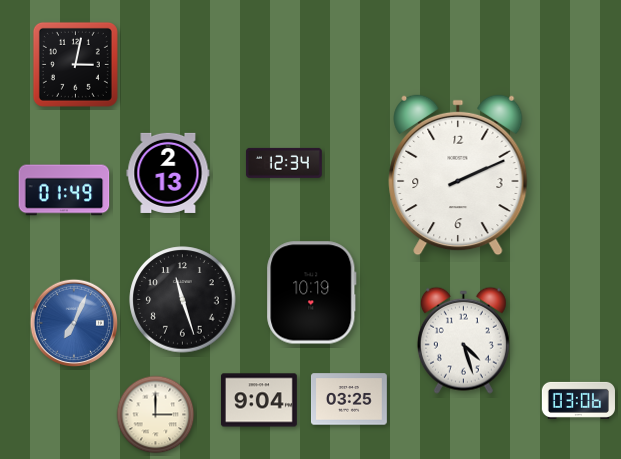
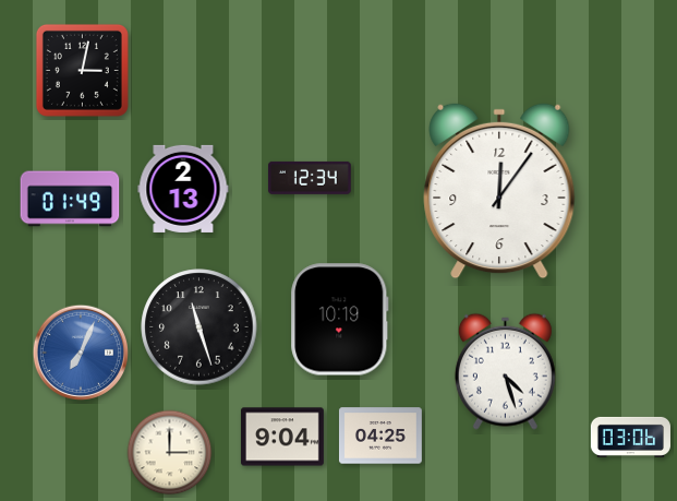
clock at (458, 175): 2:11 -> 12:06
clock at (64, 190) position: (64, 190) -> (70, 199)
clock at (349, 399): 03:25 -> 04:25
